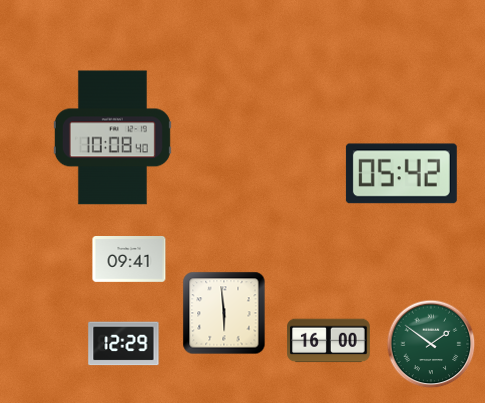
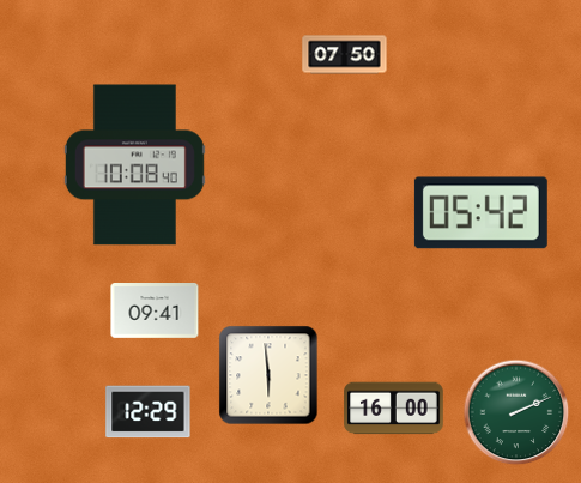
clock at (345, 55): none -> 07:50
clock at (401, 174) position: (401, 174) -> (480, 213)
clock at (431, 344): 1:51 -> 2:11
